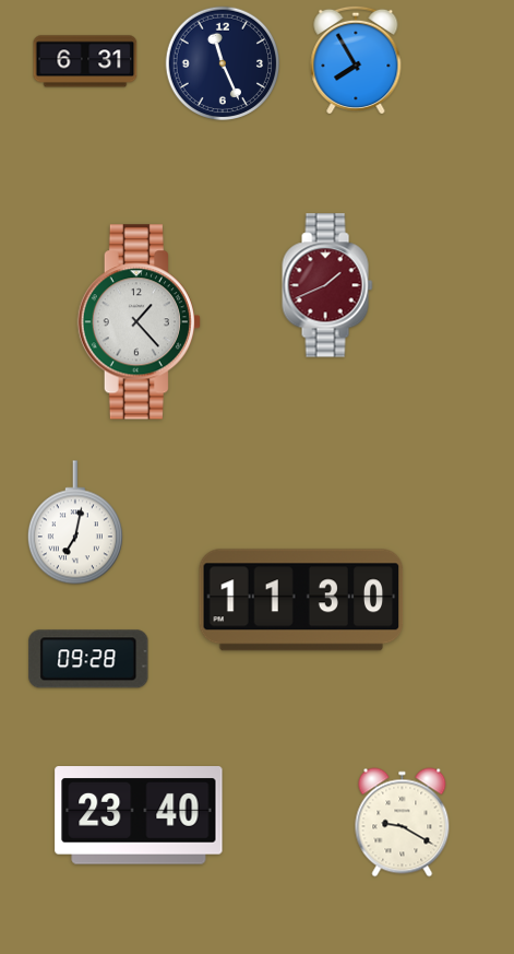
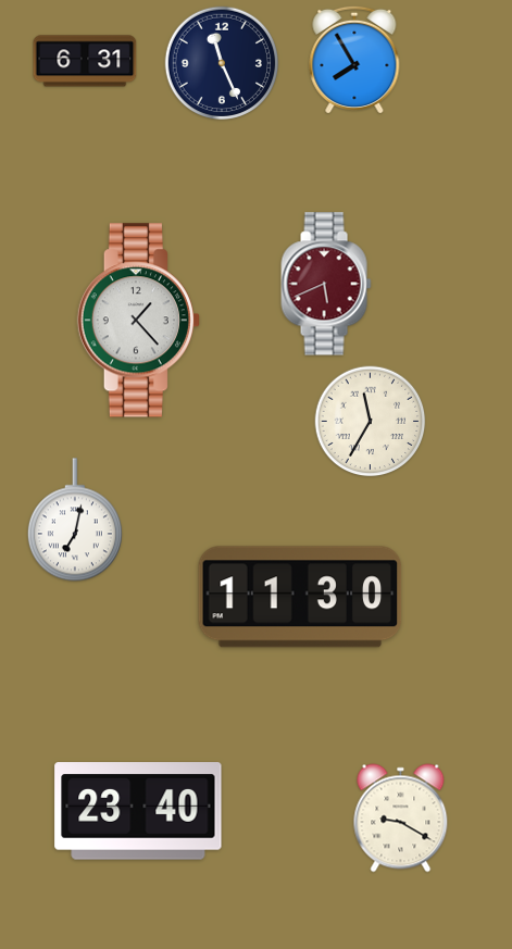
clock at (327, 285): 1:41 -> 5:41
clock at (371, 422): none -> 11:35
clock at (88, 659): 09:28 -> none
